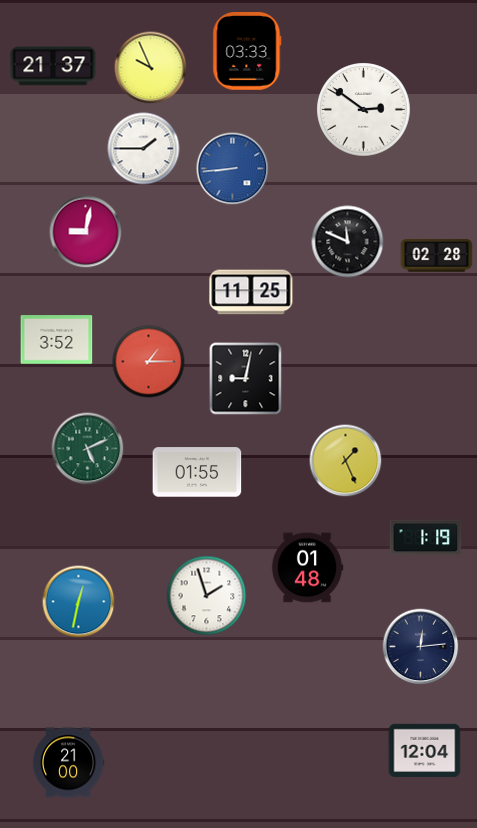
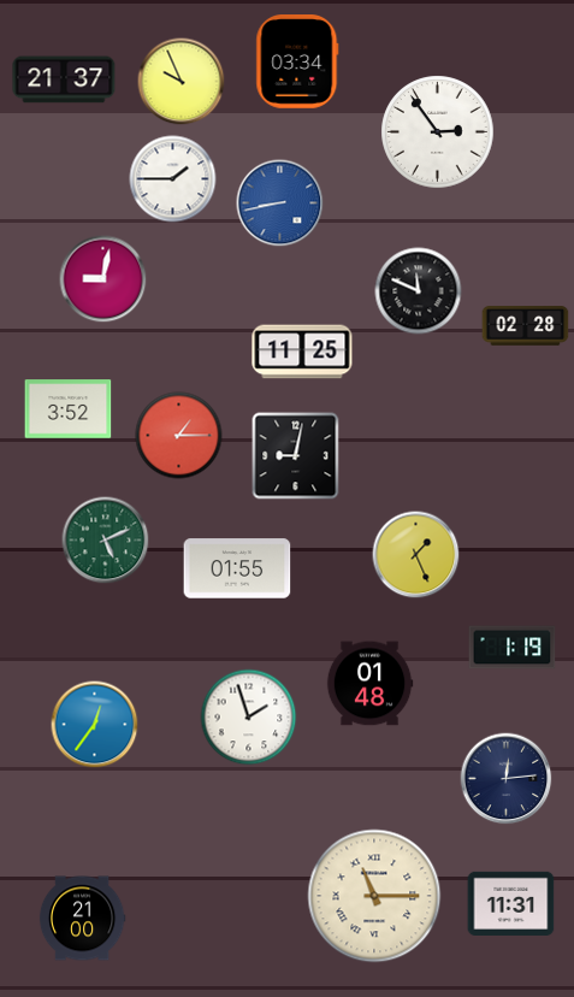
clock at (247, 52): 03:33 -> 03:34
clock at (364, 110): 2:51 -> 2:54
clock at (233, 169): 8:44 -> 8:43
clock at (437, 256) position: (437, 256) -> (526, 326)
clock at (79, 602): 12:32 -> 12:36
clock at (374, 896): none -> 11:15
clock at (425, 750): 12:04 -> 11:31
